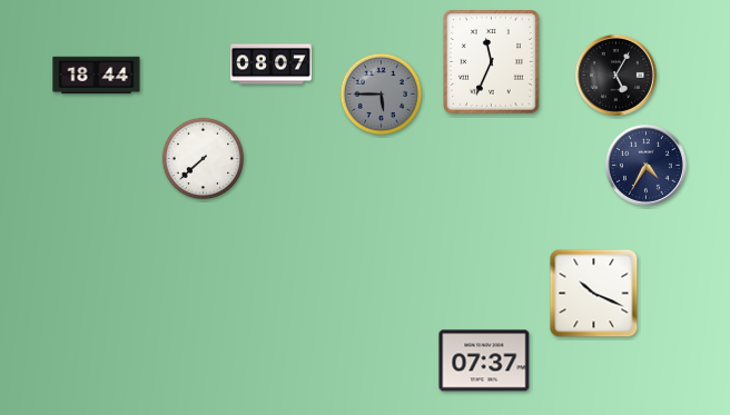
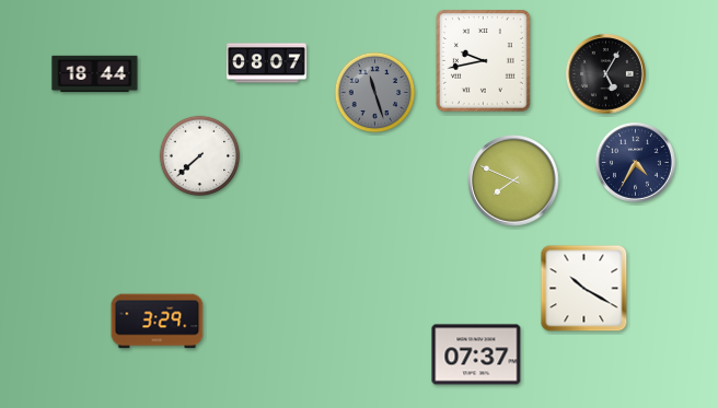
clock at (492, 62): 11:34 -> 9:43
clock at (382, 95): 5:45 -> 11:27
clock at (513, 180): none -> 7:49
clock at (594, 294): 10:19 -> 10:20
clock at (158, 322): none -> 3:29
